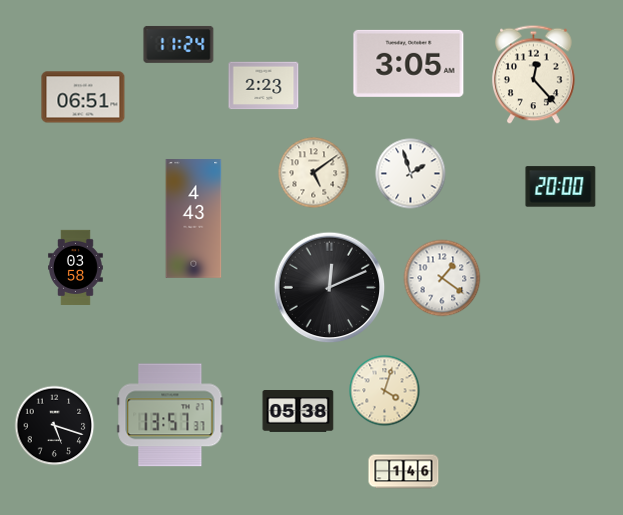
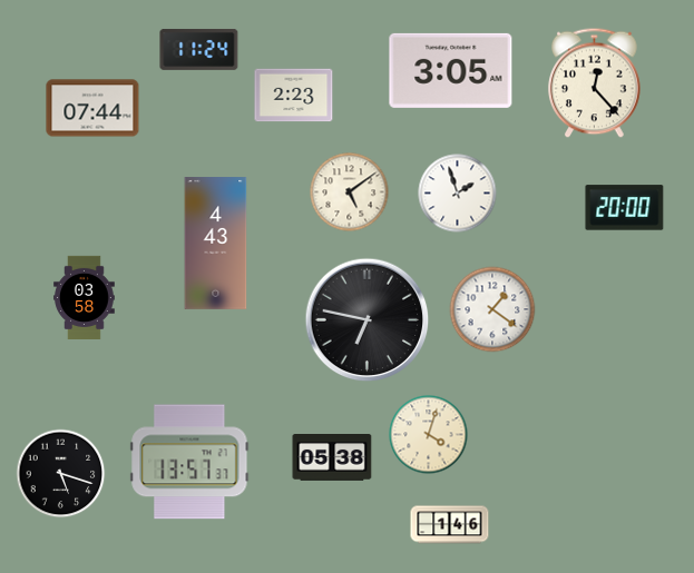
clock at (409, 63) position: (409, 63) -> (451, 70)
clock at (83, 97): 06:51 -> 07:44
clock at (330, 288): 12:11 -> 6:47
